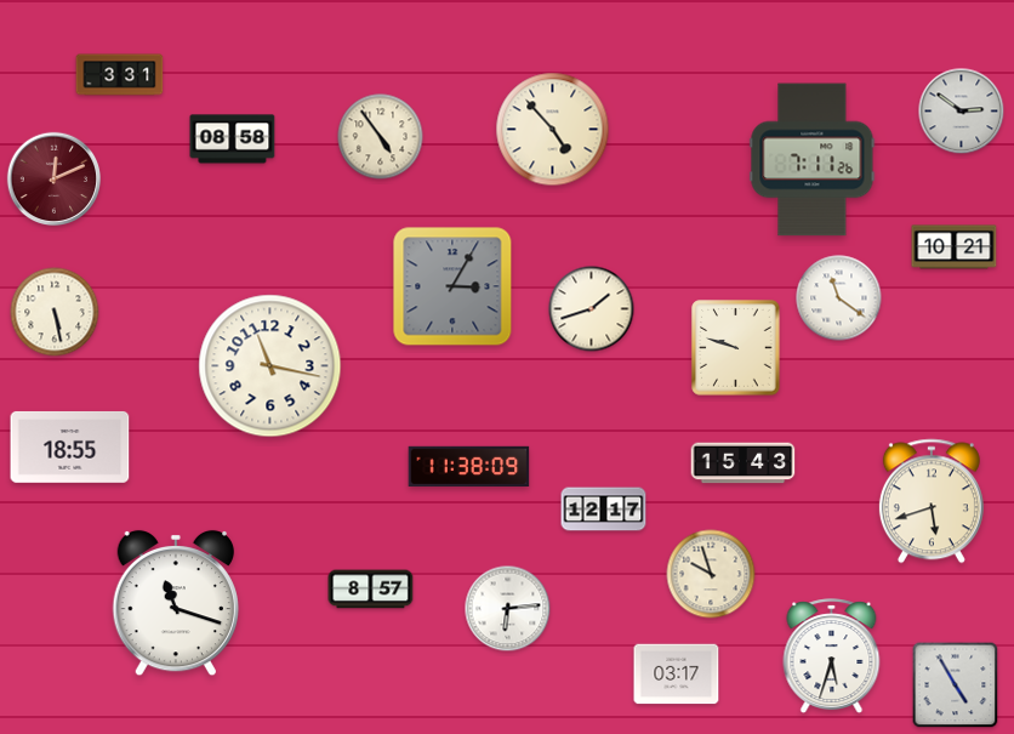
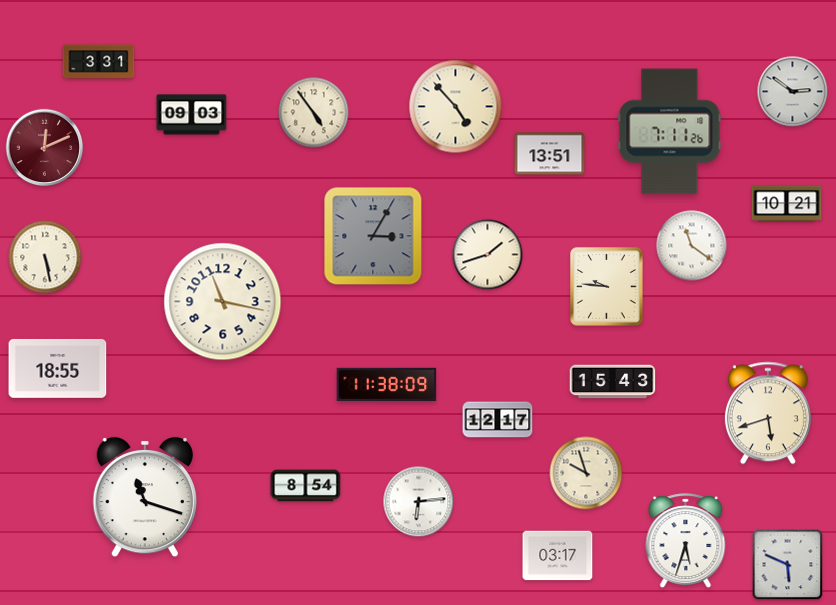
clock at (233, 140): 08:58 -> 09:03
clock at (550, 154): none -> 13:51
clock at (736, 348): 9:48 -> 9:46
clock at (371, 590): 8:57 -> 8:54
clock at (956, 685): 4:55 -> 5:49
